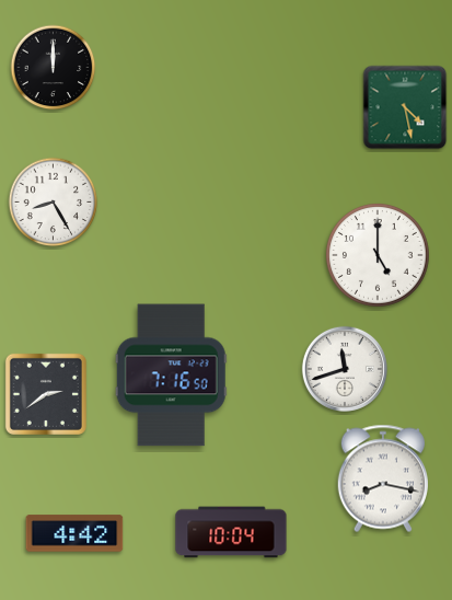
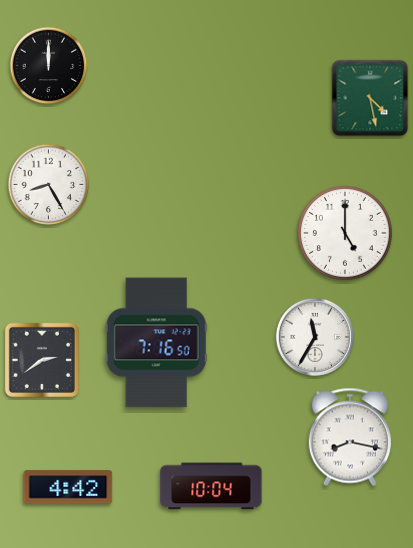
clock at (54, 68) position: (54, 68) -> (49, 66)
clock at (345, 369): 11:42 -> 11:35
